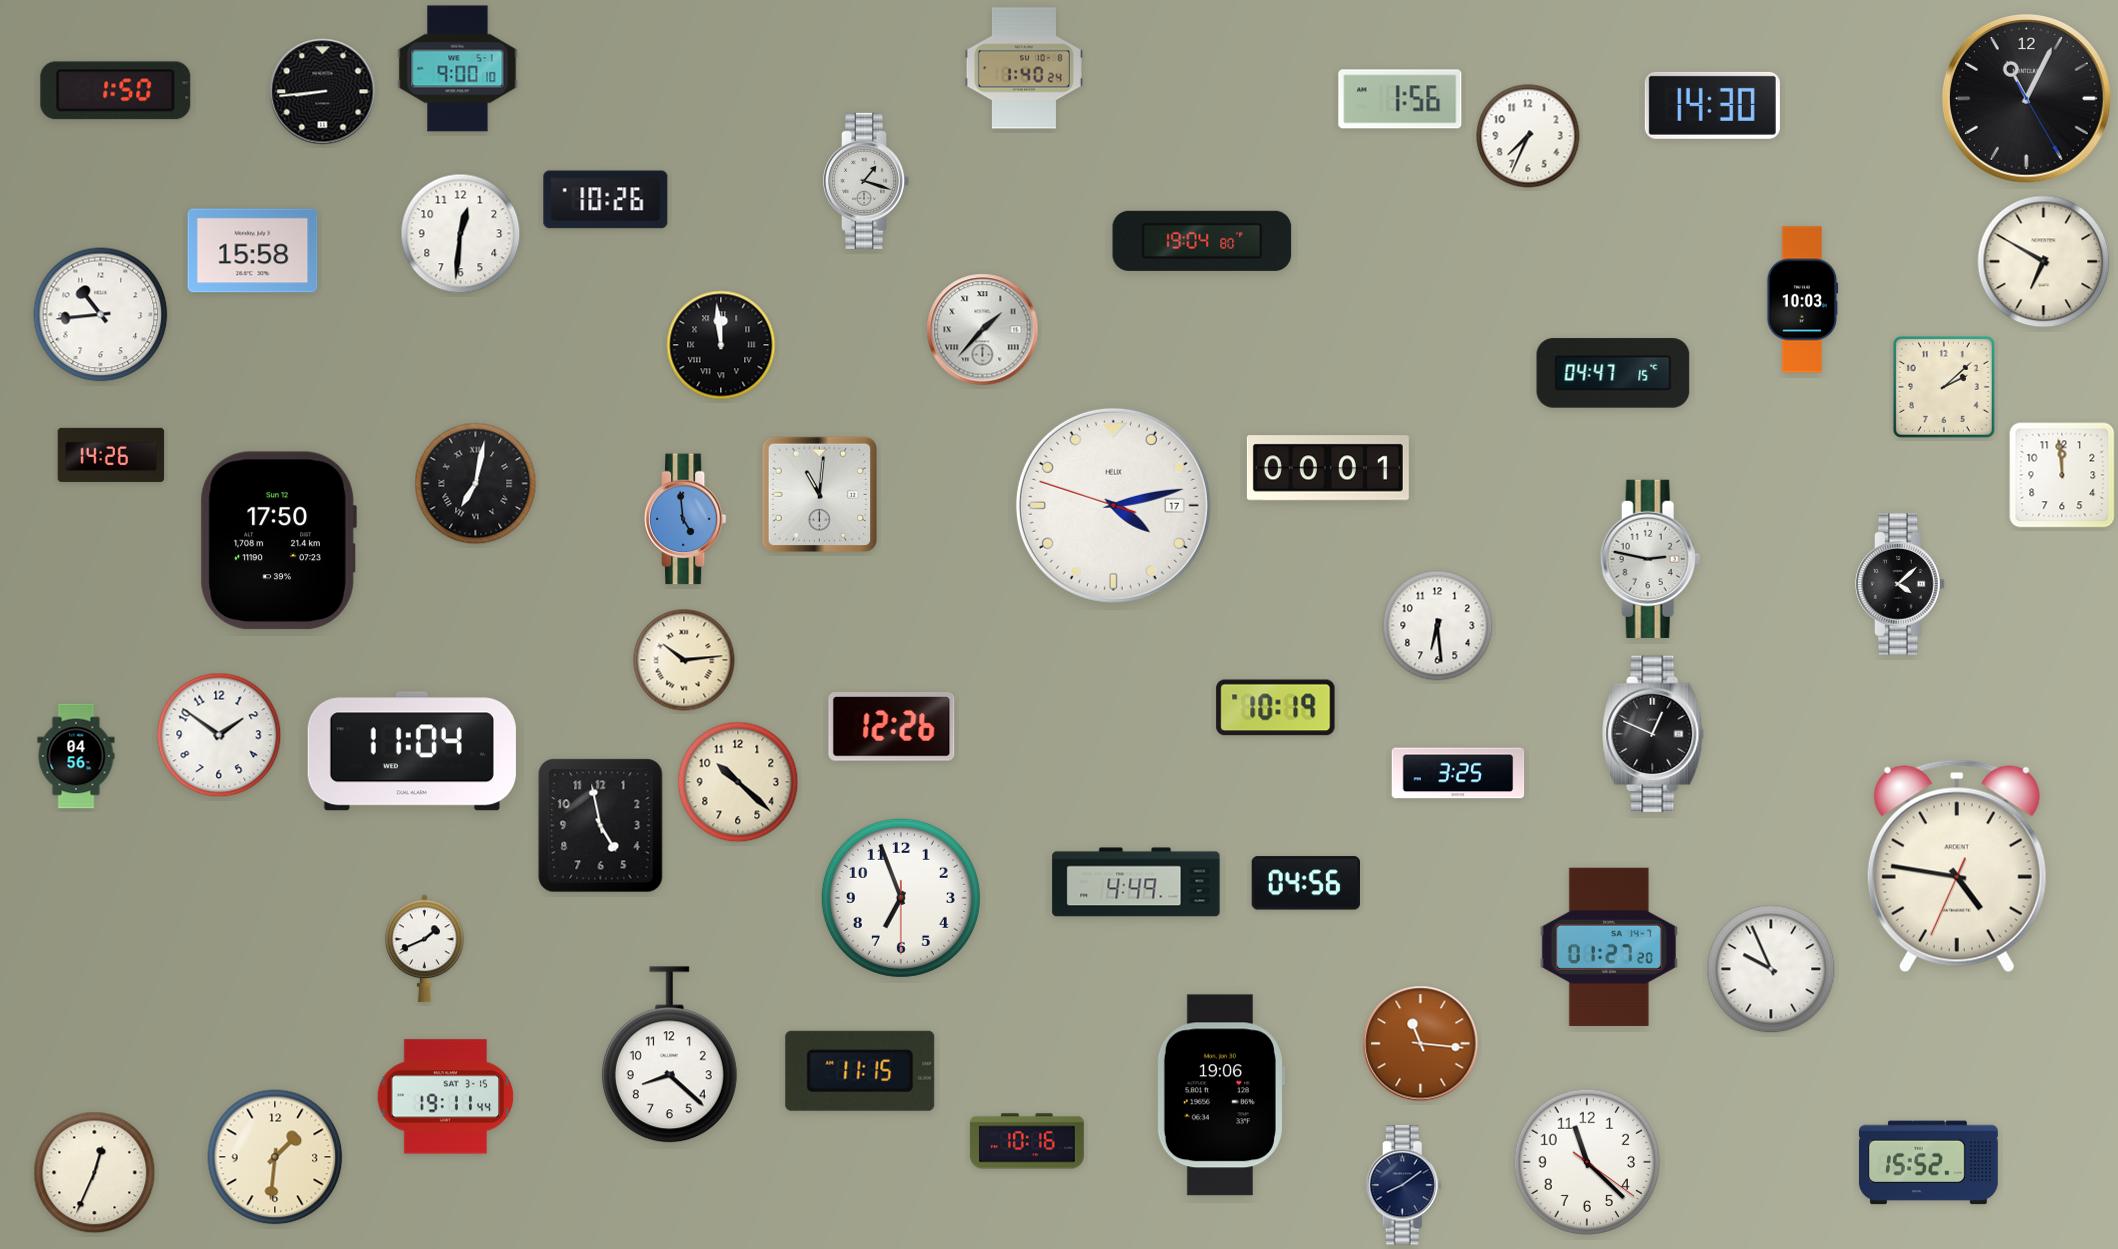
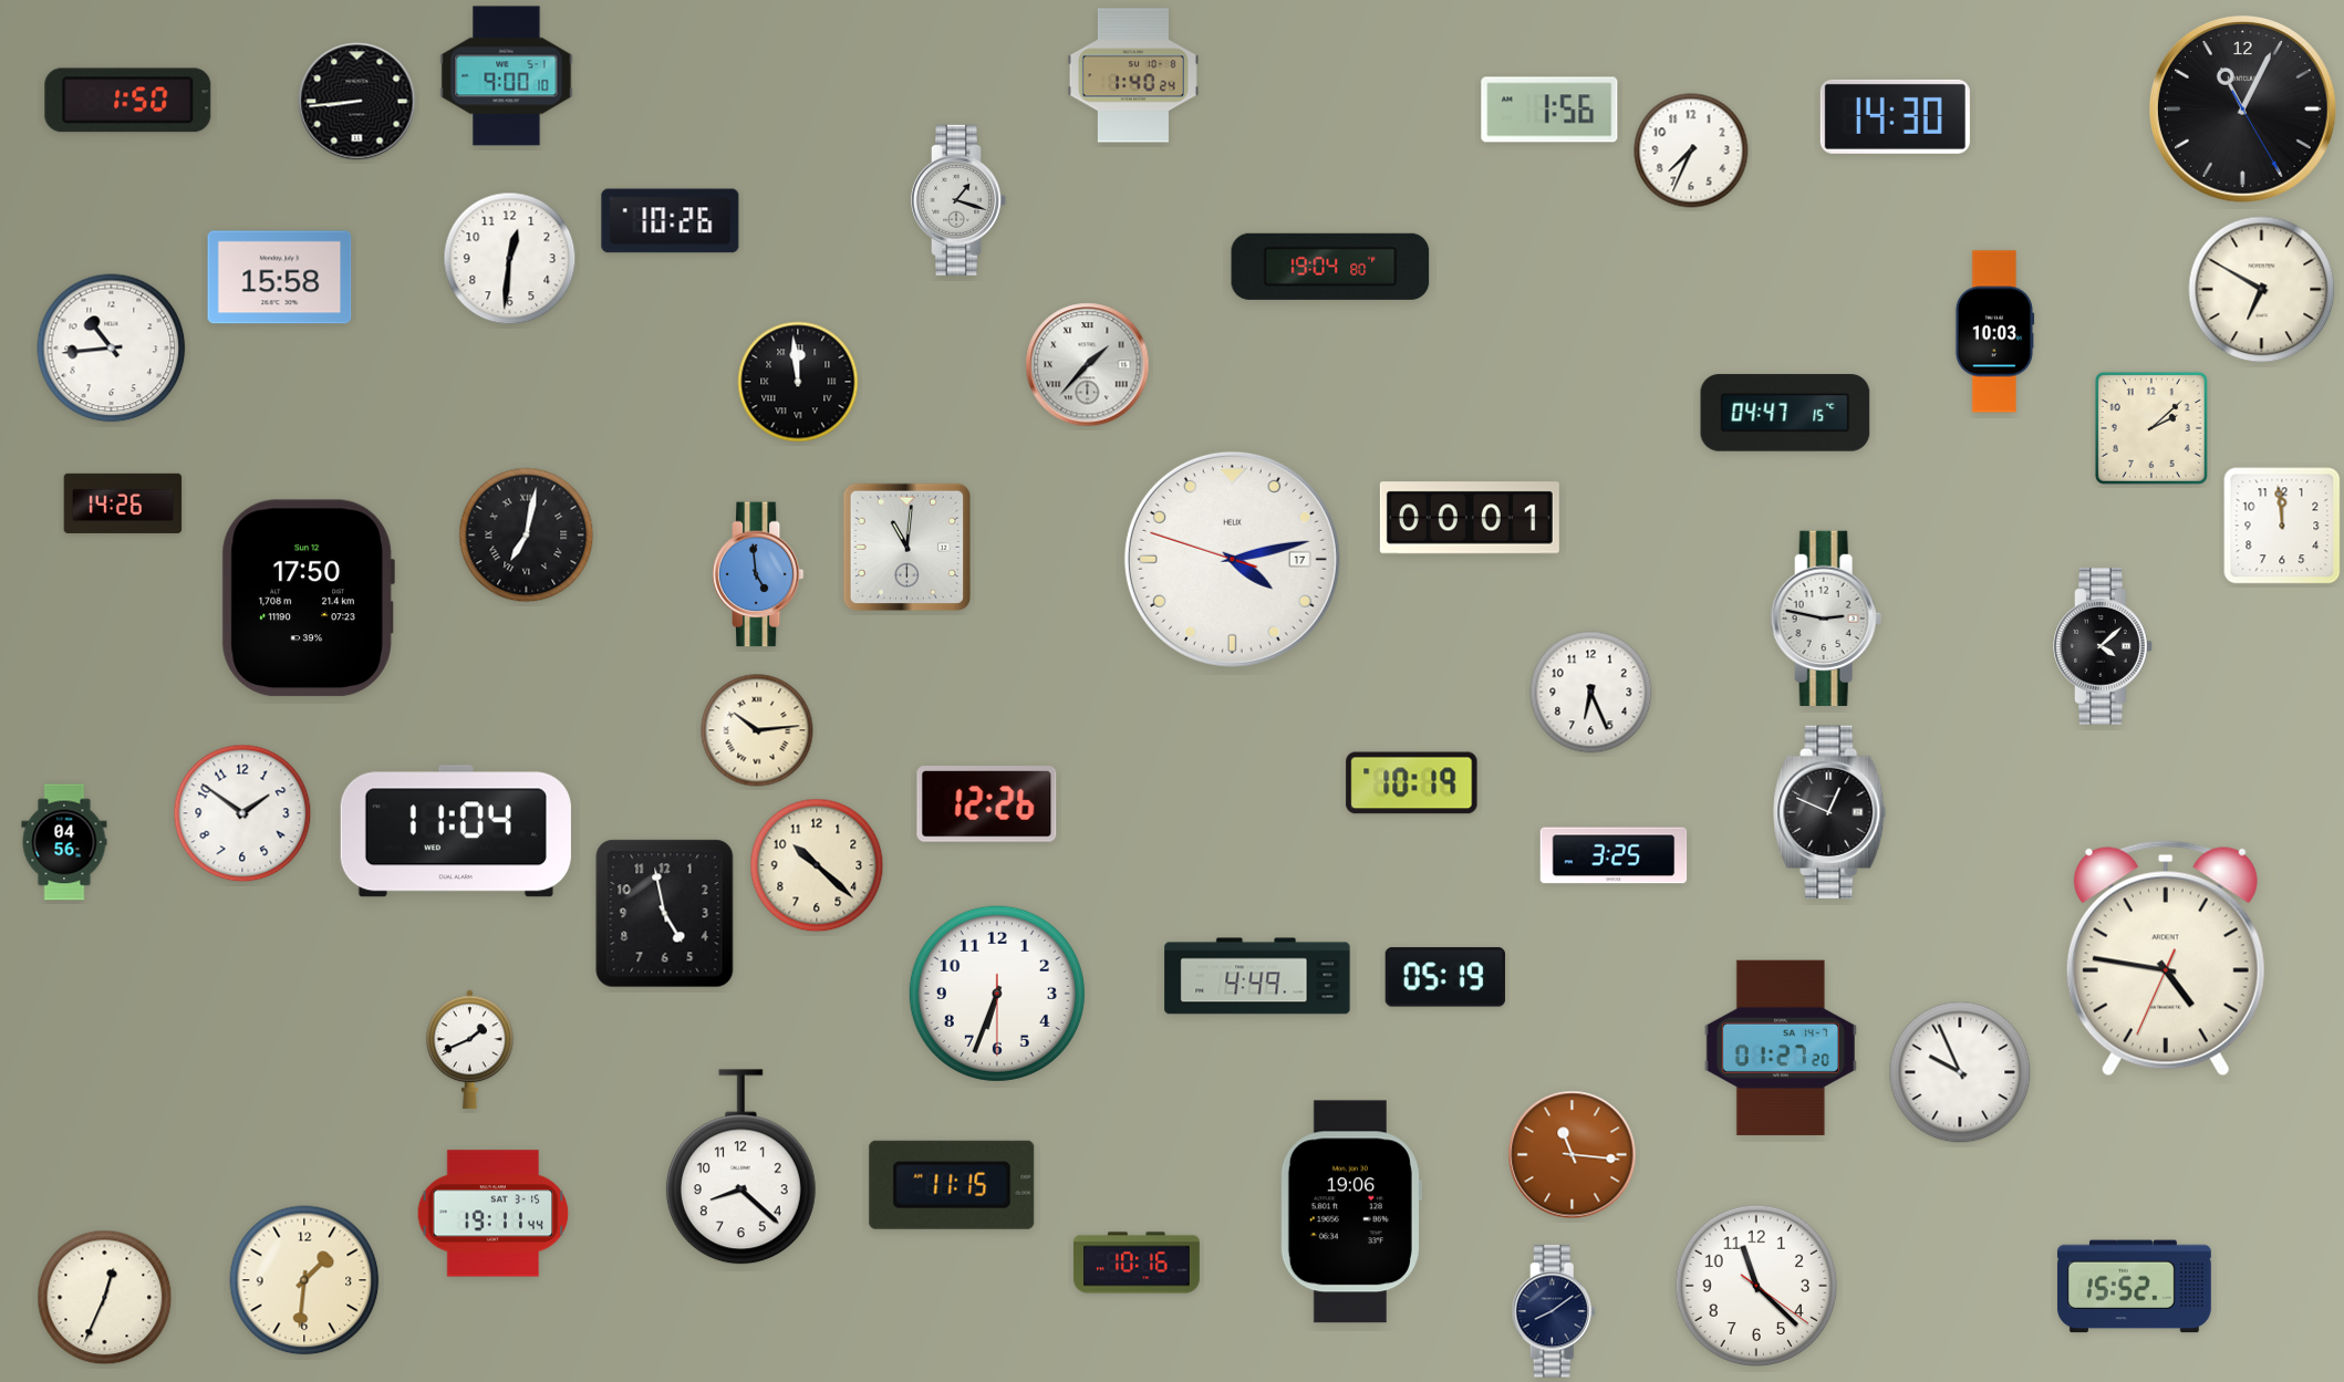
clock at (1438, 626): 6:29 -> 6:26
clock at (76, 756) position: (76, 756) -> (64, 842)
clock at (1306, 883): 04:56 -> 05:19
clock at (901, 898): 6:56 -> 6:33
